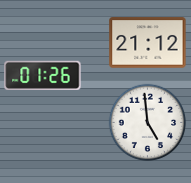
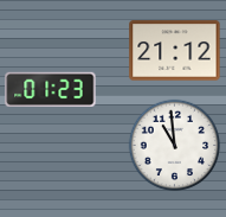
clock at (43, 75): 01:26 -> 01:23
clock at (147, 122): 4:59 -> 10:59
